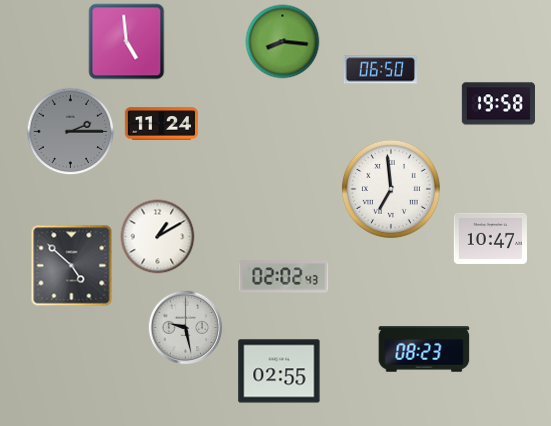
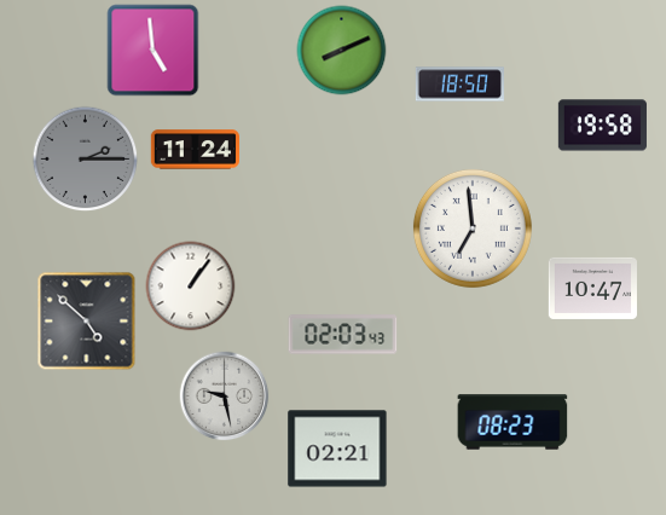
clock at (283, 42): 8:16 -> 8:11
clock at (380, 70): 06:50 -> 18:50
clock at (158, 237): 1:10 -> 1:06
clock at (284, 277): 02:02 -> 02:03
clock at (279, 371): 02:55 -> 02:21
